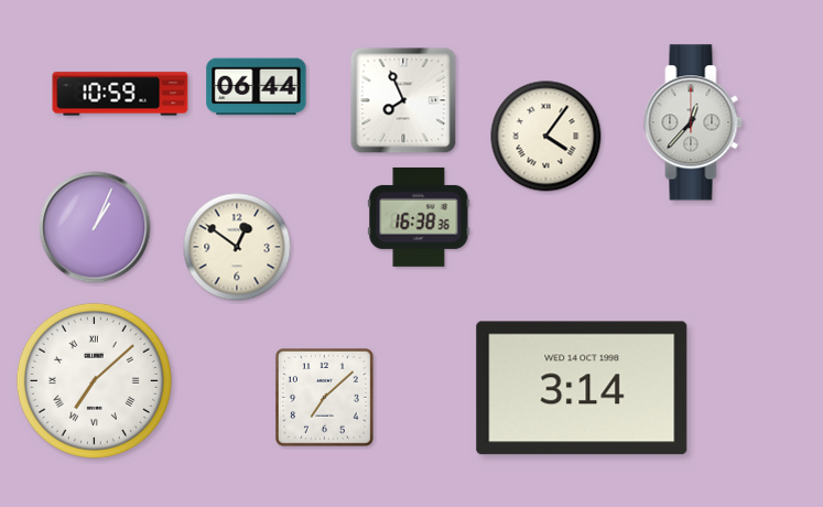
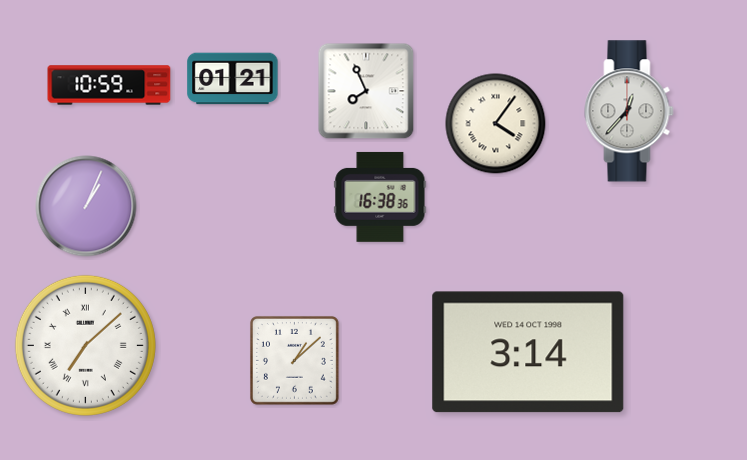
clock at (257, 87): 06:44 -> 01:21
clock at (237, 247): 12:51 -> none
clock at (324, 397): 7:08 -> 1:08
